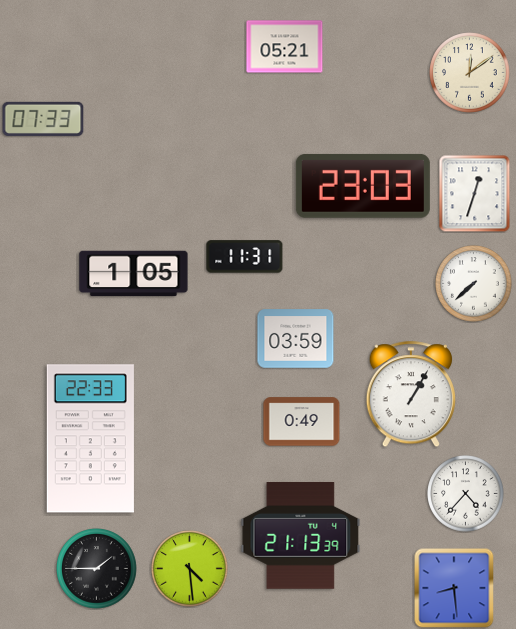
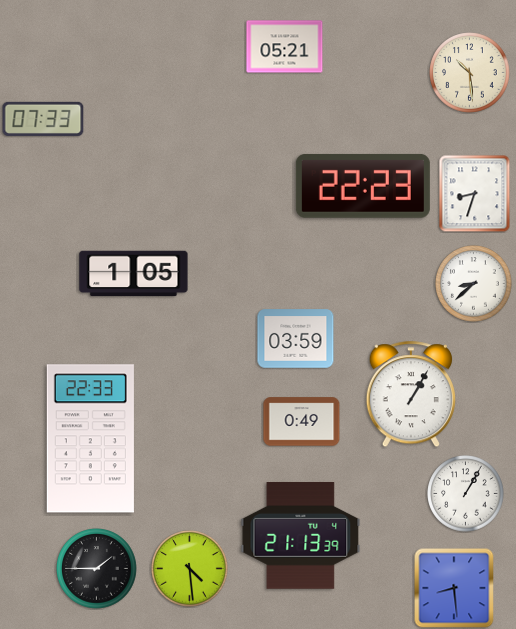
clock at (470, 73): 12:09 -> 10:29
clock at (363, 186): 23:03 -> 22:23
clock at (475, 193): 12:33 -> 8:33
clock at (245, 257): 11:31 -> none
clock at (474, 284): 7:38 -> 8:38
clock at (466, 494): 4:37 -> 1:05
